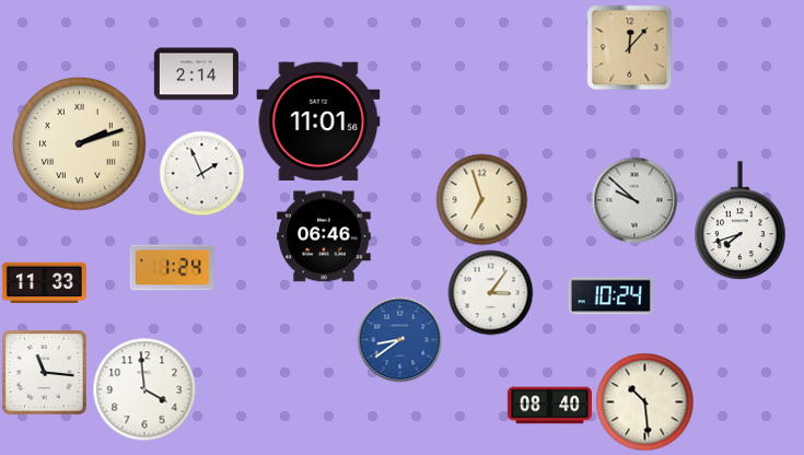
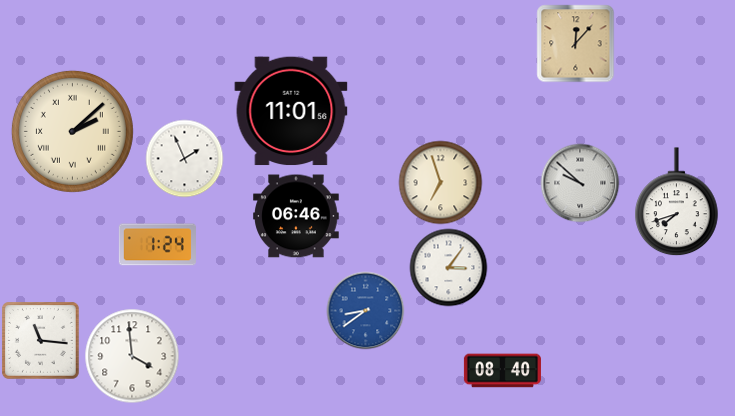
clock at (196, 74): 2:14 -> none
clock at (79, 143): 2:12 -> 2:08
clock at (44, 283): 11:33 -> none
clock at (610, 296): 10:24 -> none
clock at (644, 401): 10:29 -> none
